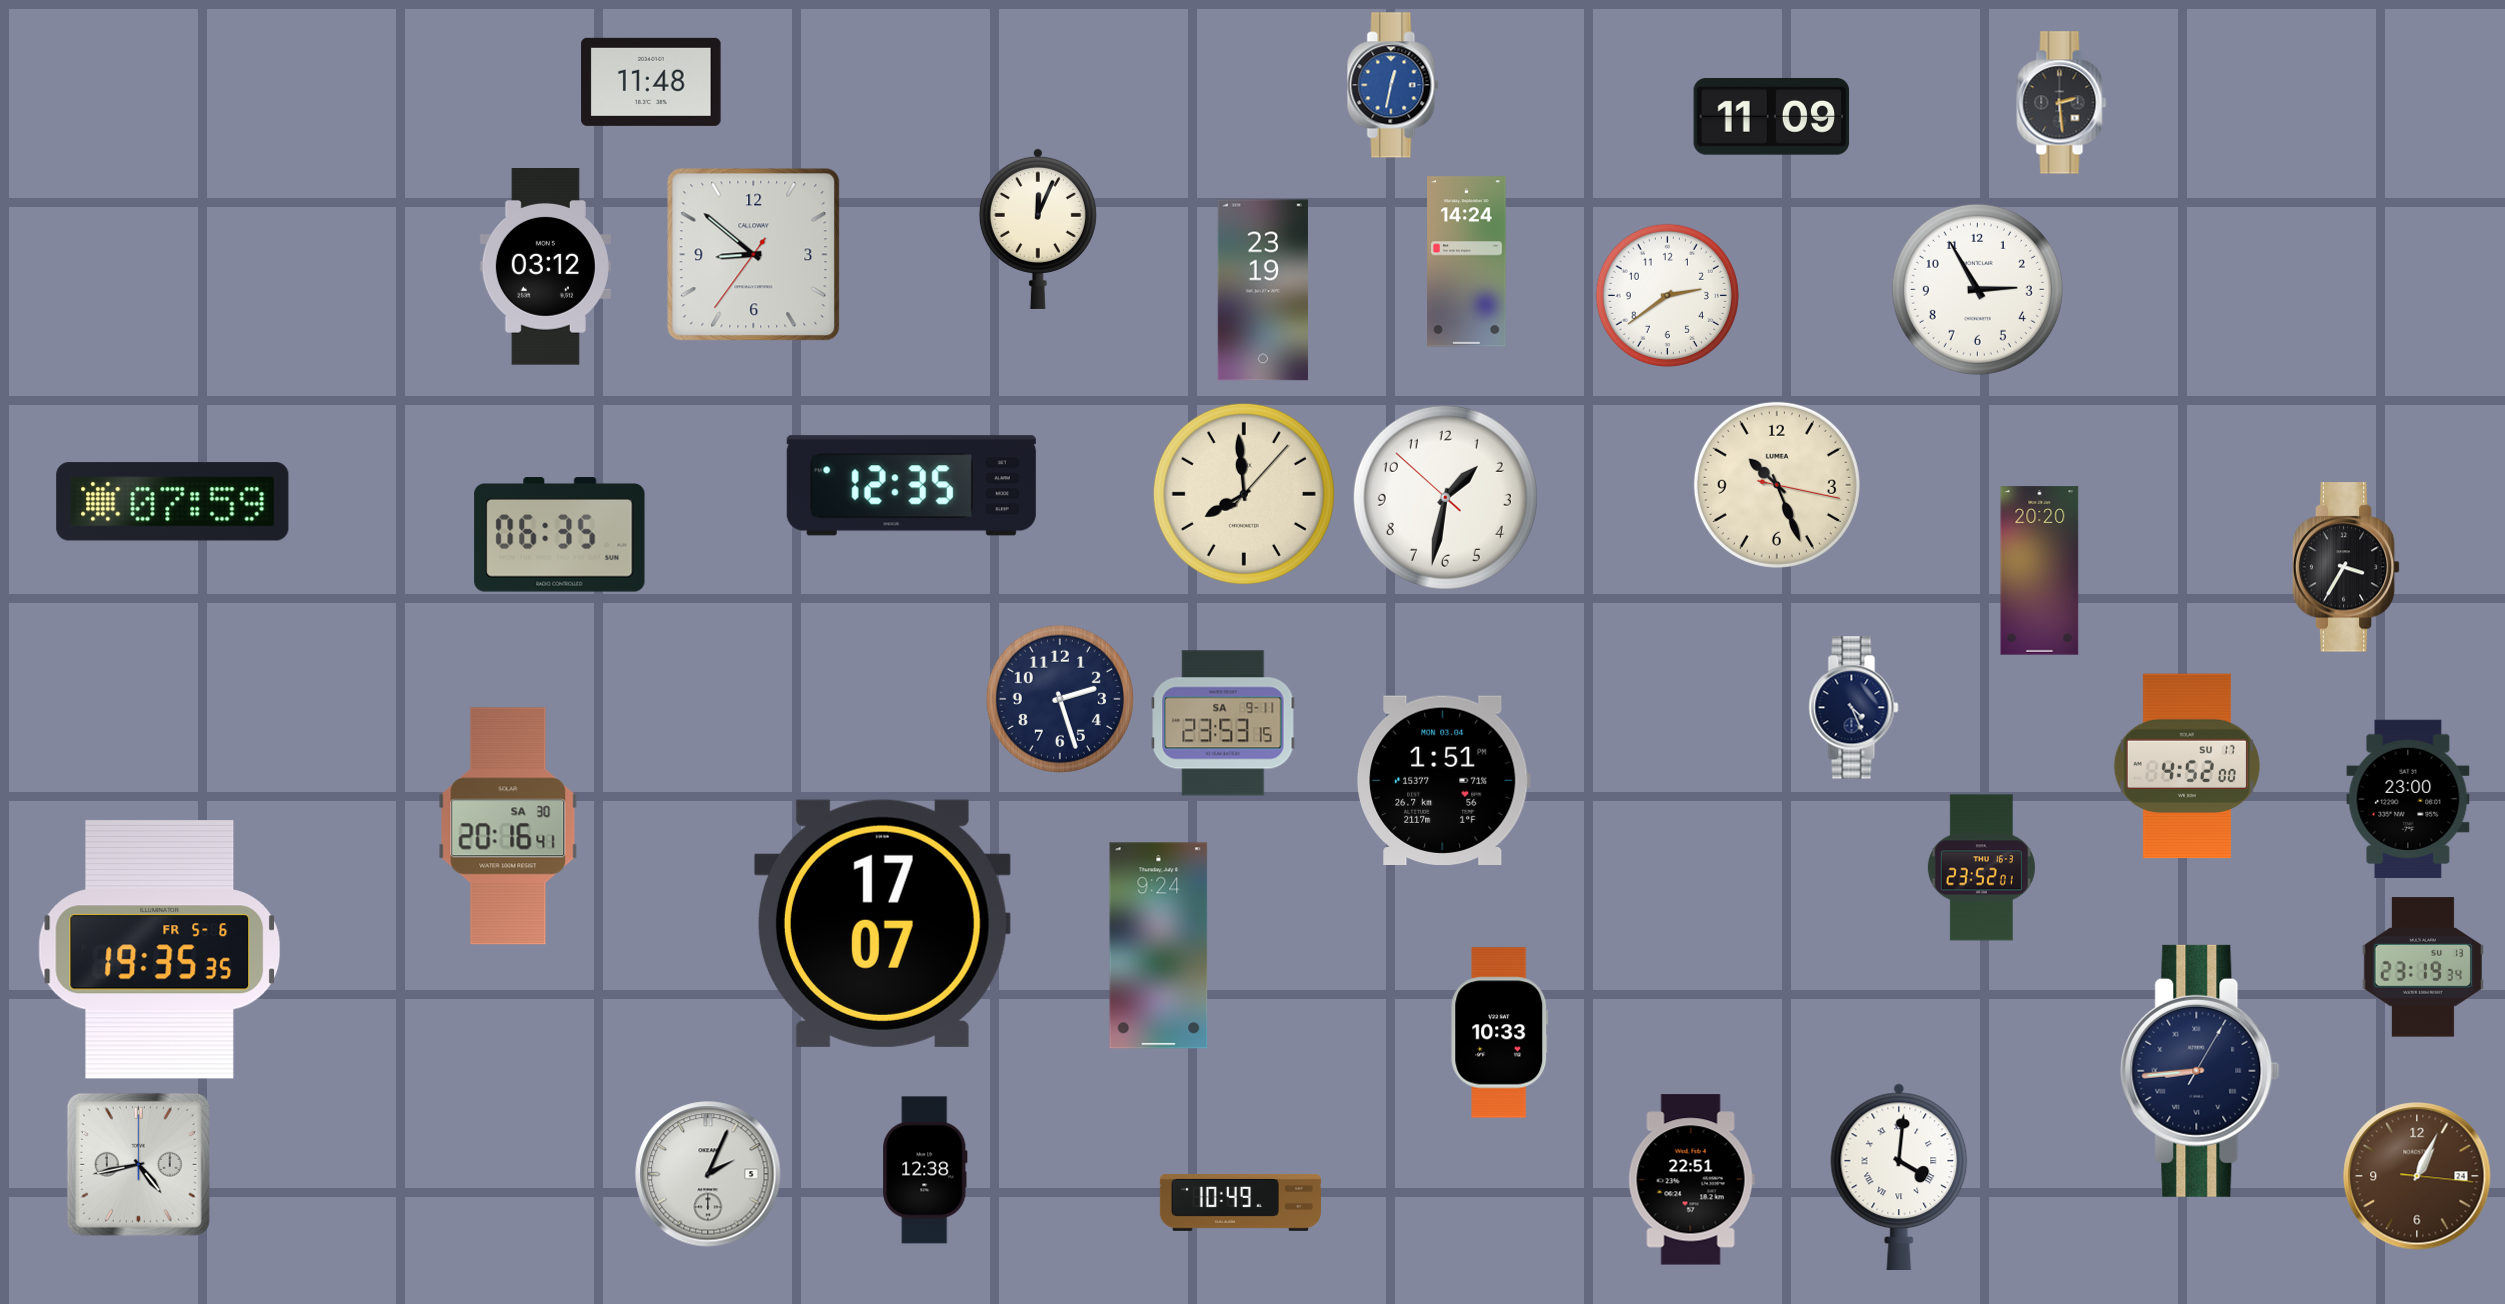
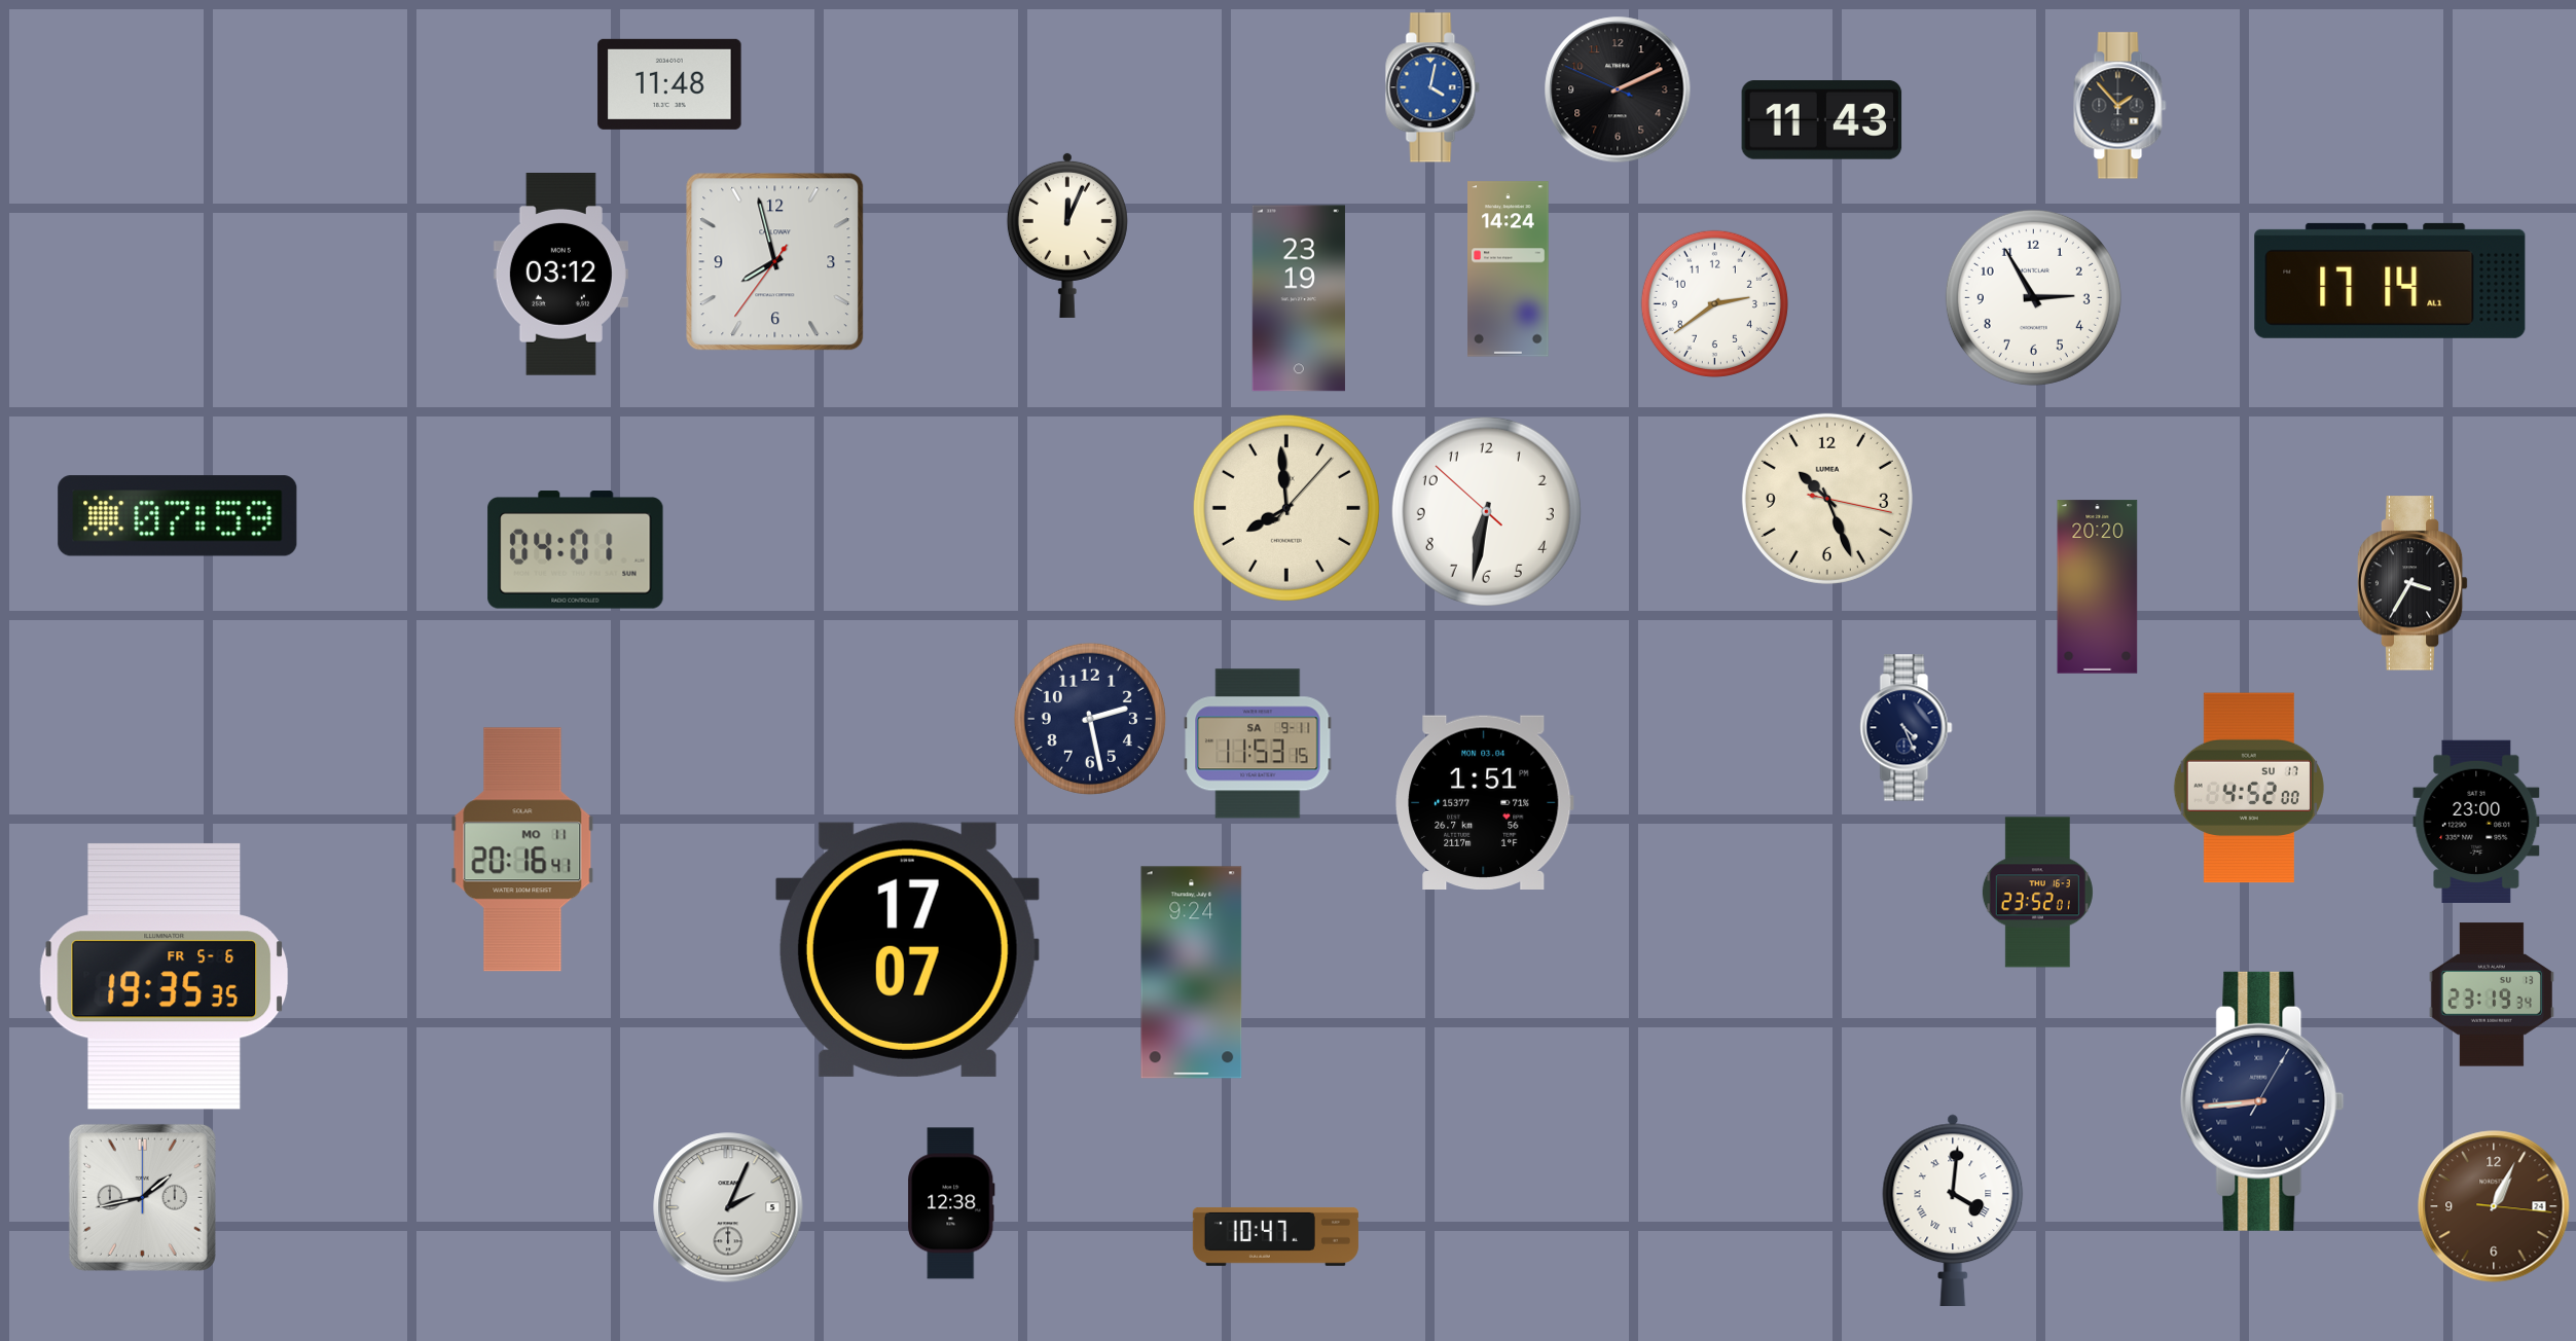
clock at (1393, 85): 12:32 -> 4:02
clock at (1618, 89): none -> 2:10
clock at (2062, 103): 2:29 -> 1:53
clock at (1772, 117): 11:09 -> 11:43
clock at (754, 255): 8:51 -> 7:57
clock at (2390, 281): none -> 17:14
clock at (911, 486): 12:35 -> none
clock at (1244, 494) position: (1244, 494) -> (1286, 508)
clock at (1445, 497): 1:31 -> 6:31
clock at (560, 535): 06:35 -> 04:01
clock at (1060, 699): 2:27 -> 2:28
clock at (1223, 723): 23:53 -> 11:53
clock at (508, 826) date: SA 30 -> MO 11
clock at (1500, 1033): 10:33 -> none
clock at (138, 1164): 4:43 -> 1:43
clock at (2417, 1176) position: (2417, 1176) -> (2494, 1206)
clock at (1691, 1180): 22:51 -> none
clock at (1240, 1202): 10:49 -> 10:47
